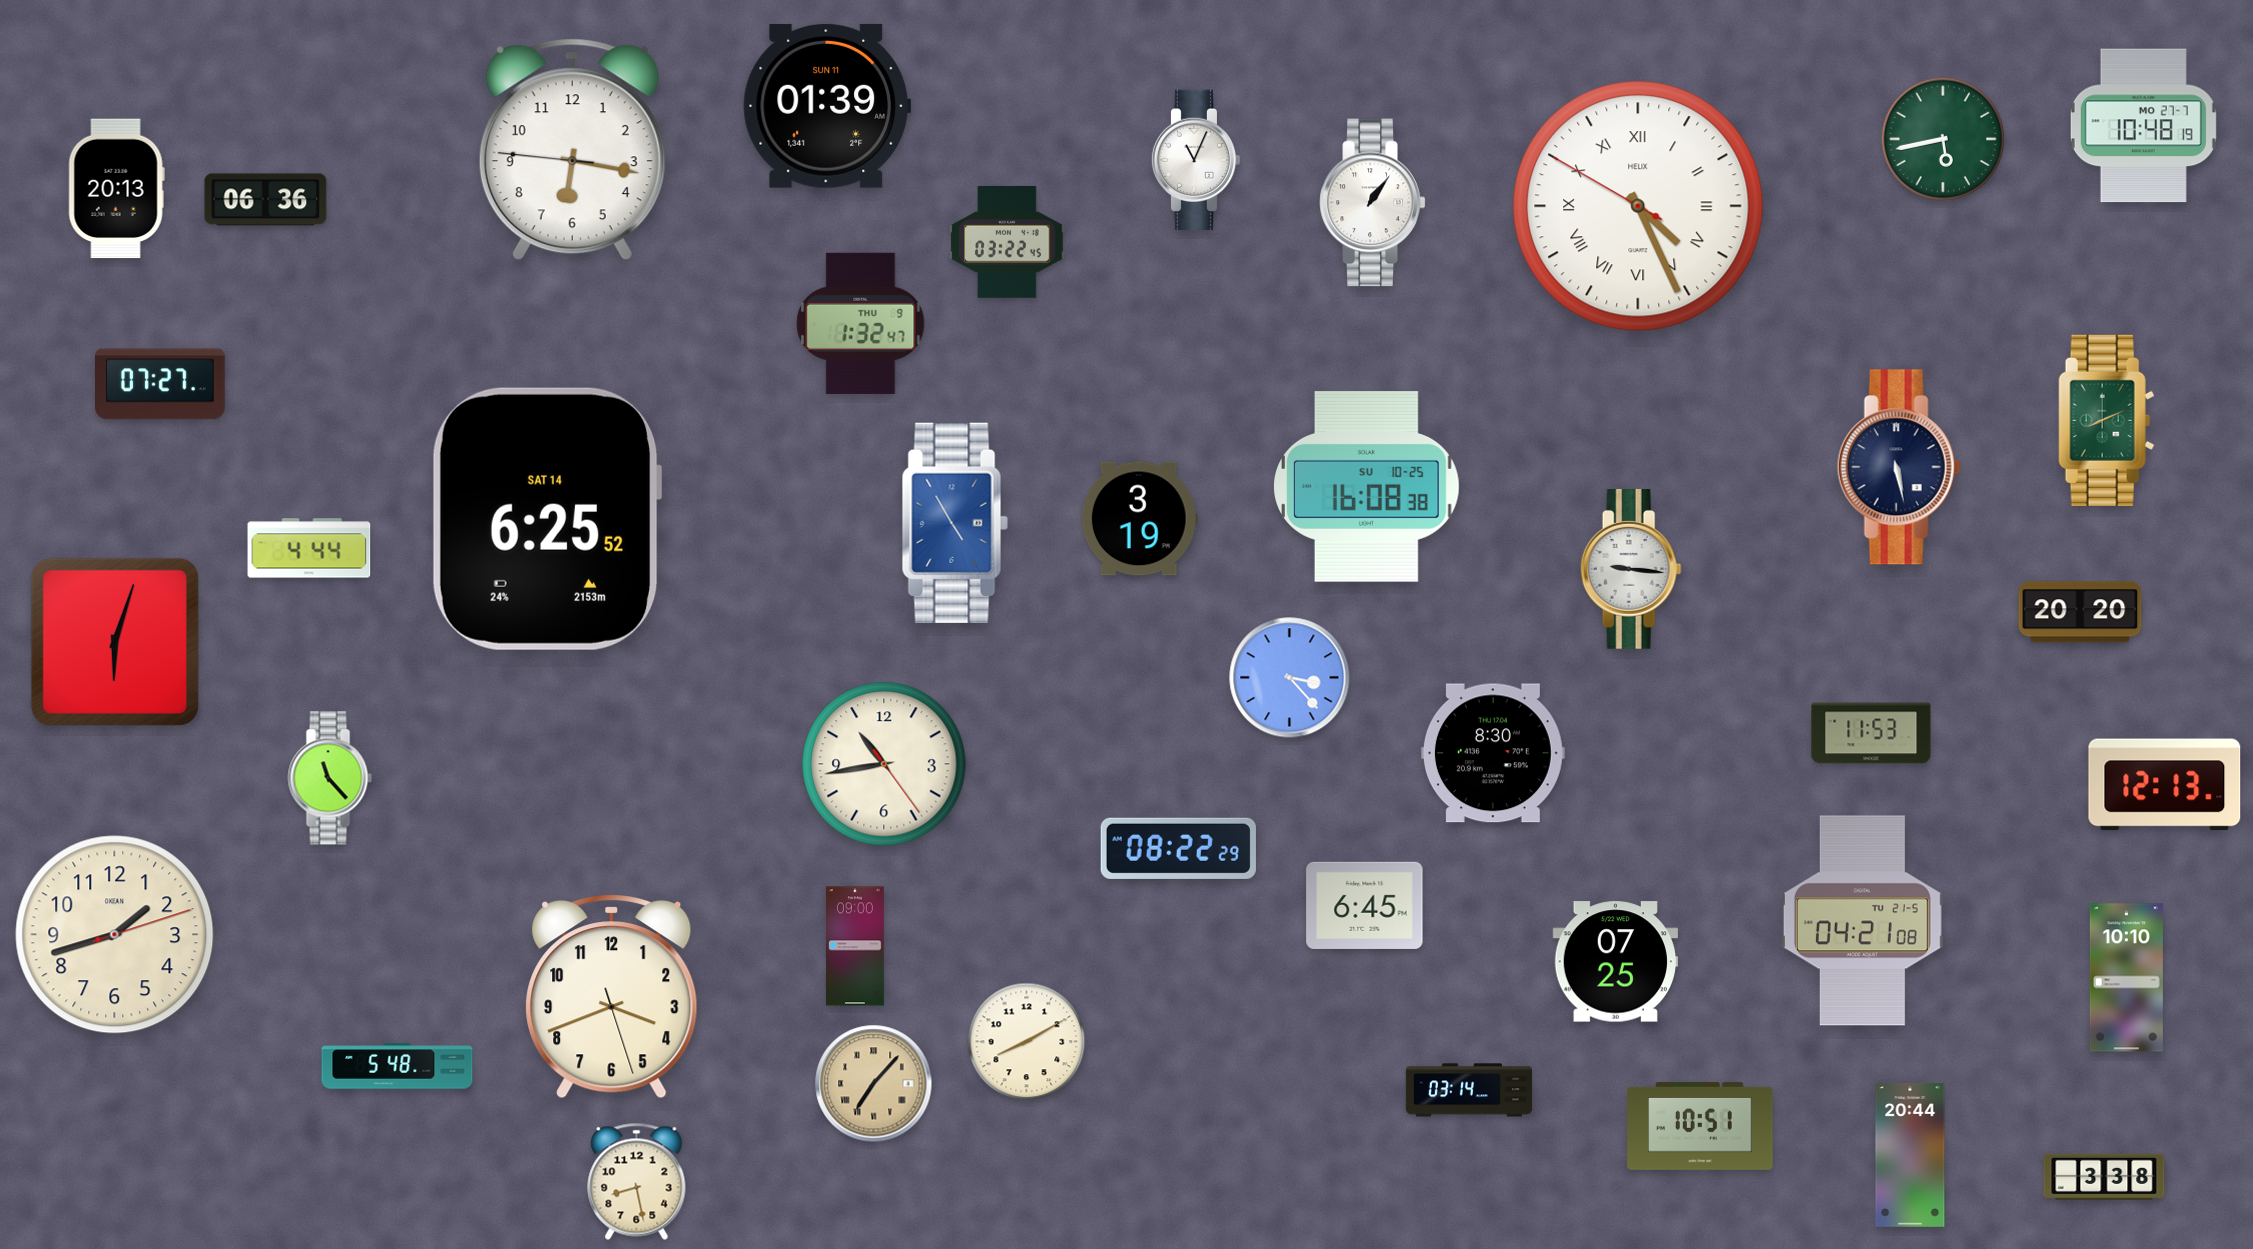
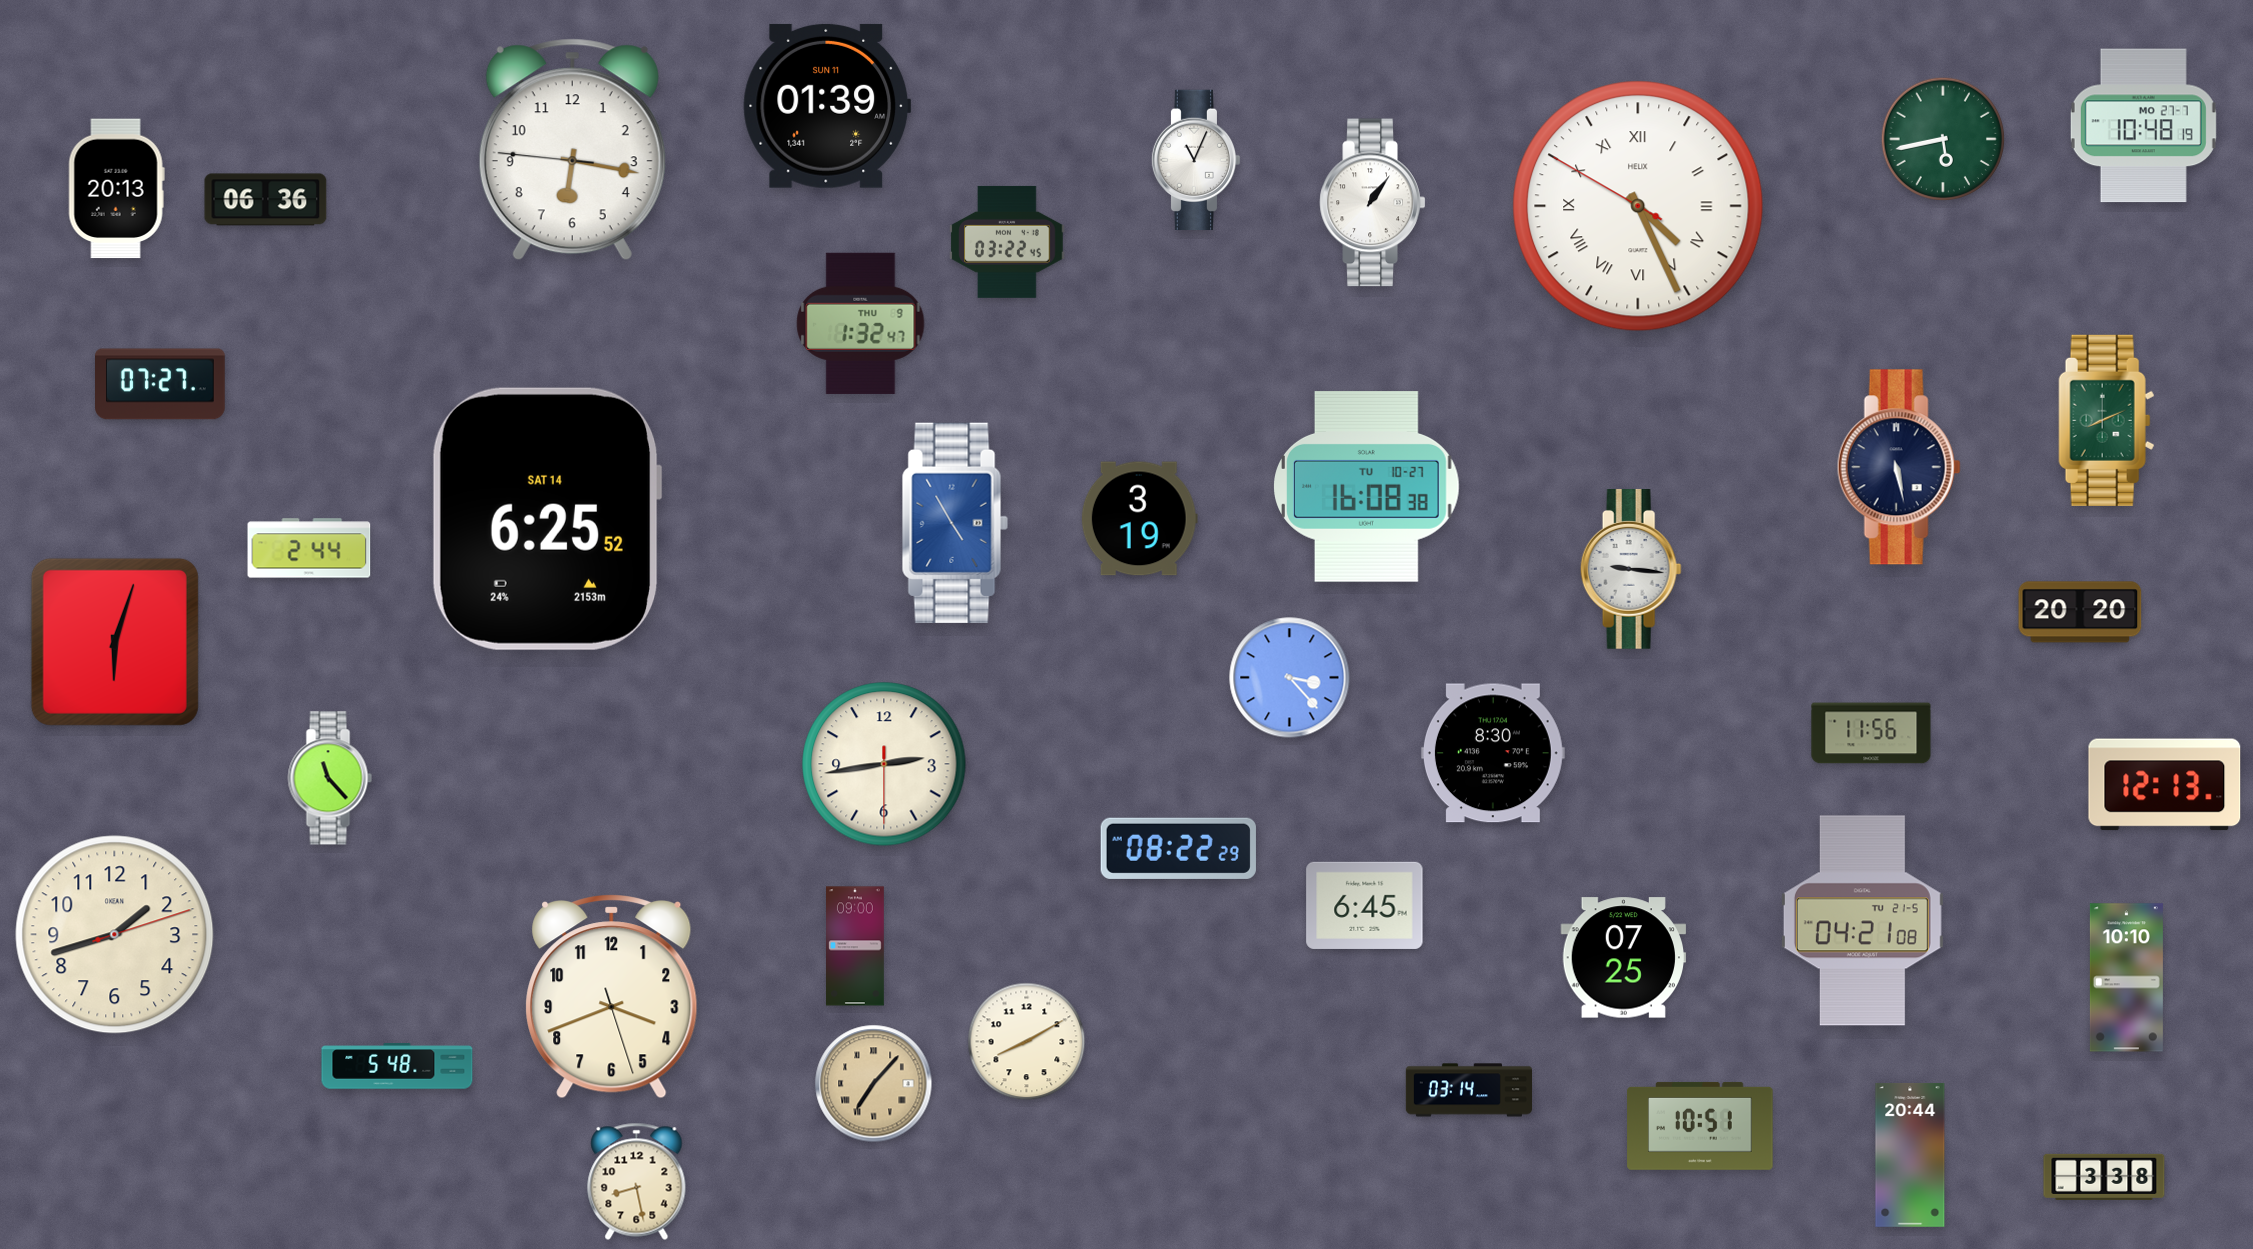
clock at (1367, 487) date: SU 10-25 -> TU 10-27
clock at (309, 548): 4:44 -> 2:44
clock at (1871, 733): 11:53 -> 11:56
clock at (884, 764): 10:43 -> 2:43
clock at (1615, 962) position: (1615, 962) -> (1623, 958)
